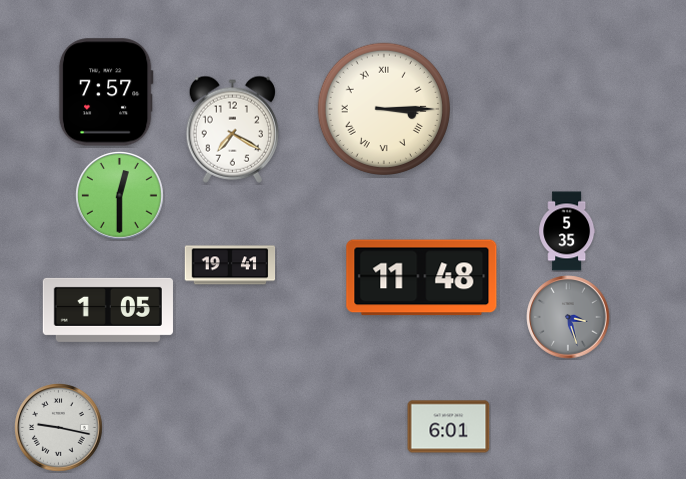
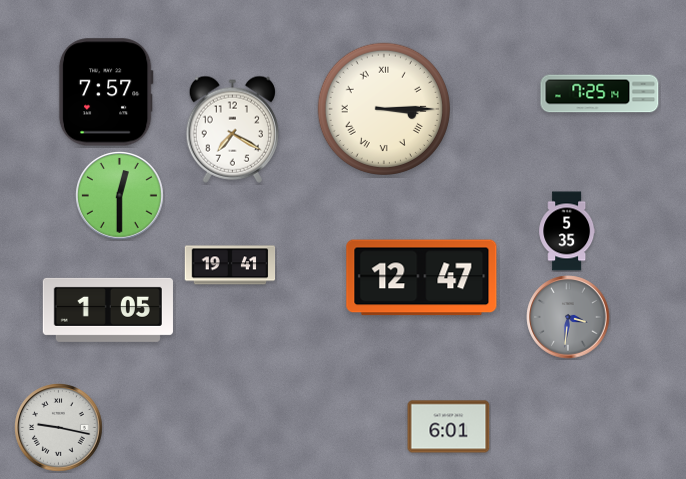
clock at (600, 94): none -> 7:25
clock at (422, 278): 11:48 -> 12:47
clock at (568, 317): 3:27 -> 3:31
